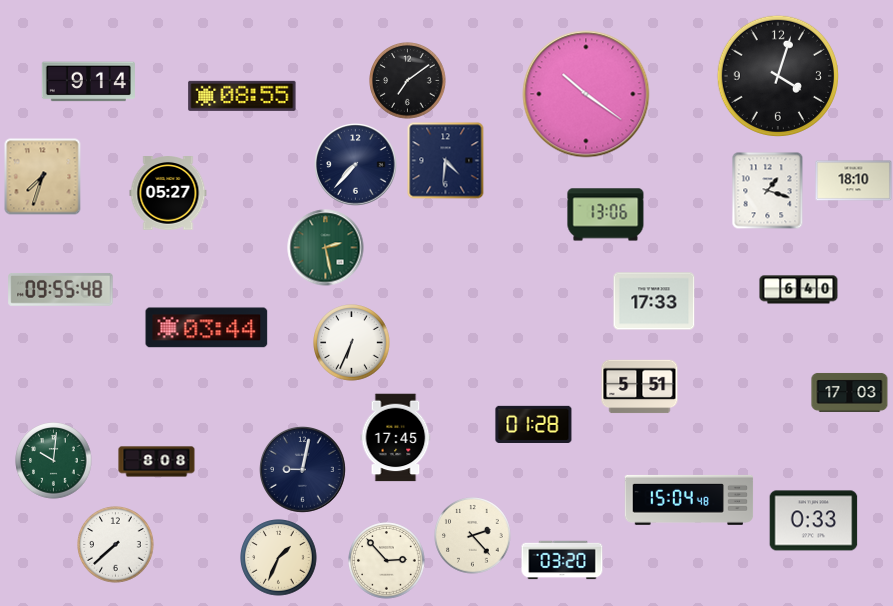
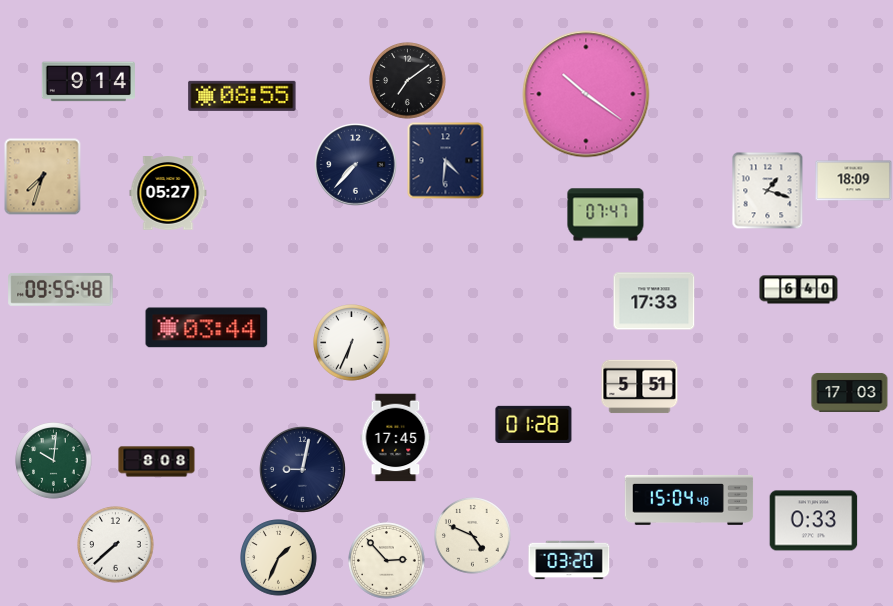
clock at (778, 76): 4:03 -> none
clock at (854, 181): 18:10 -> 18:09
clock at (606, 215): 13:06 -> 07:47
clock at (326, 248): 2:28 -> none
clock at (473, 536): 2:23 -> 4:49
clock at (562, 560) position: (562, 560) -> (569, 560)
